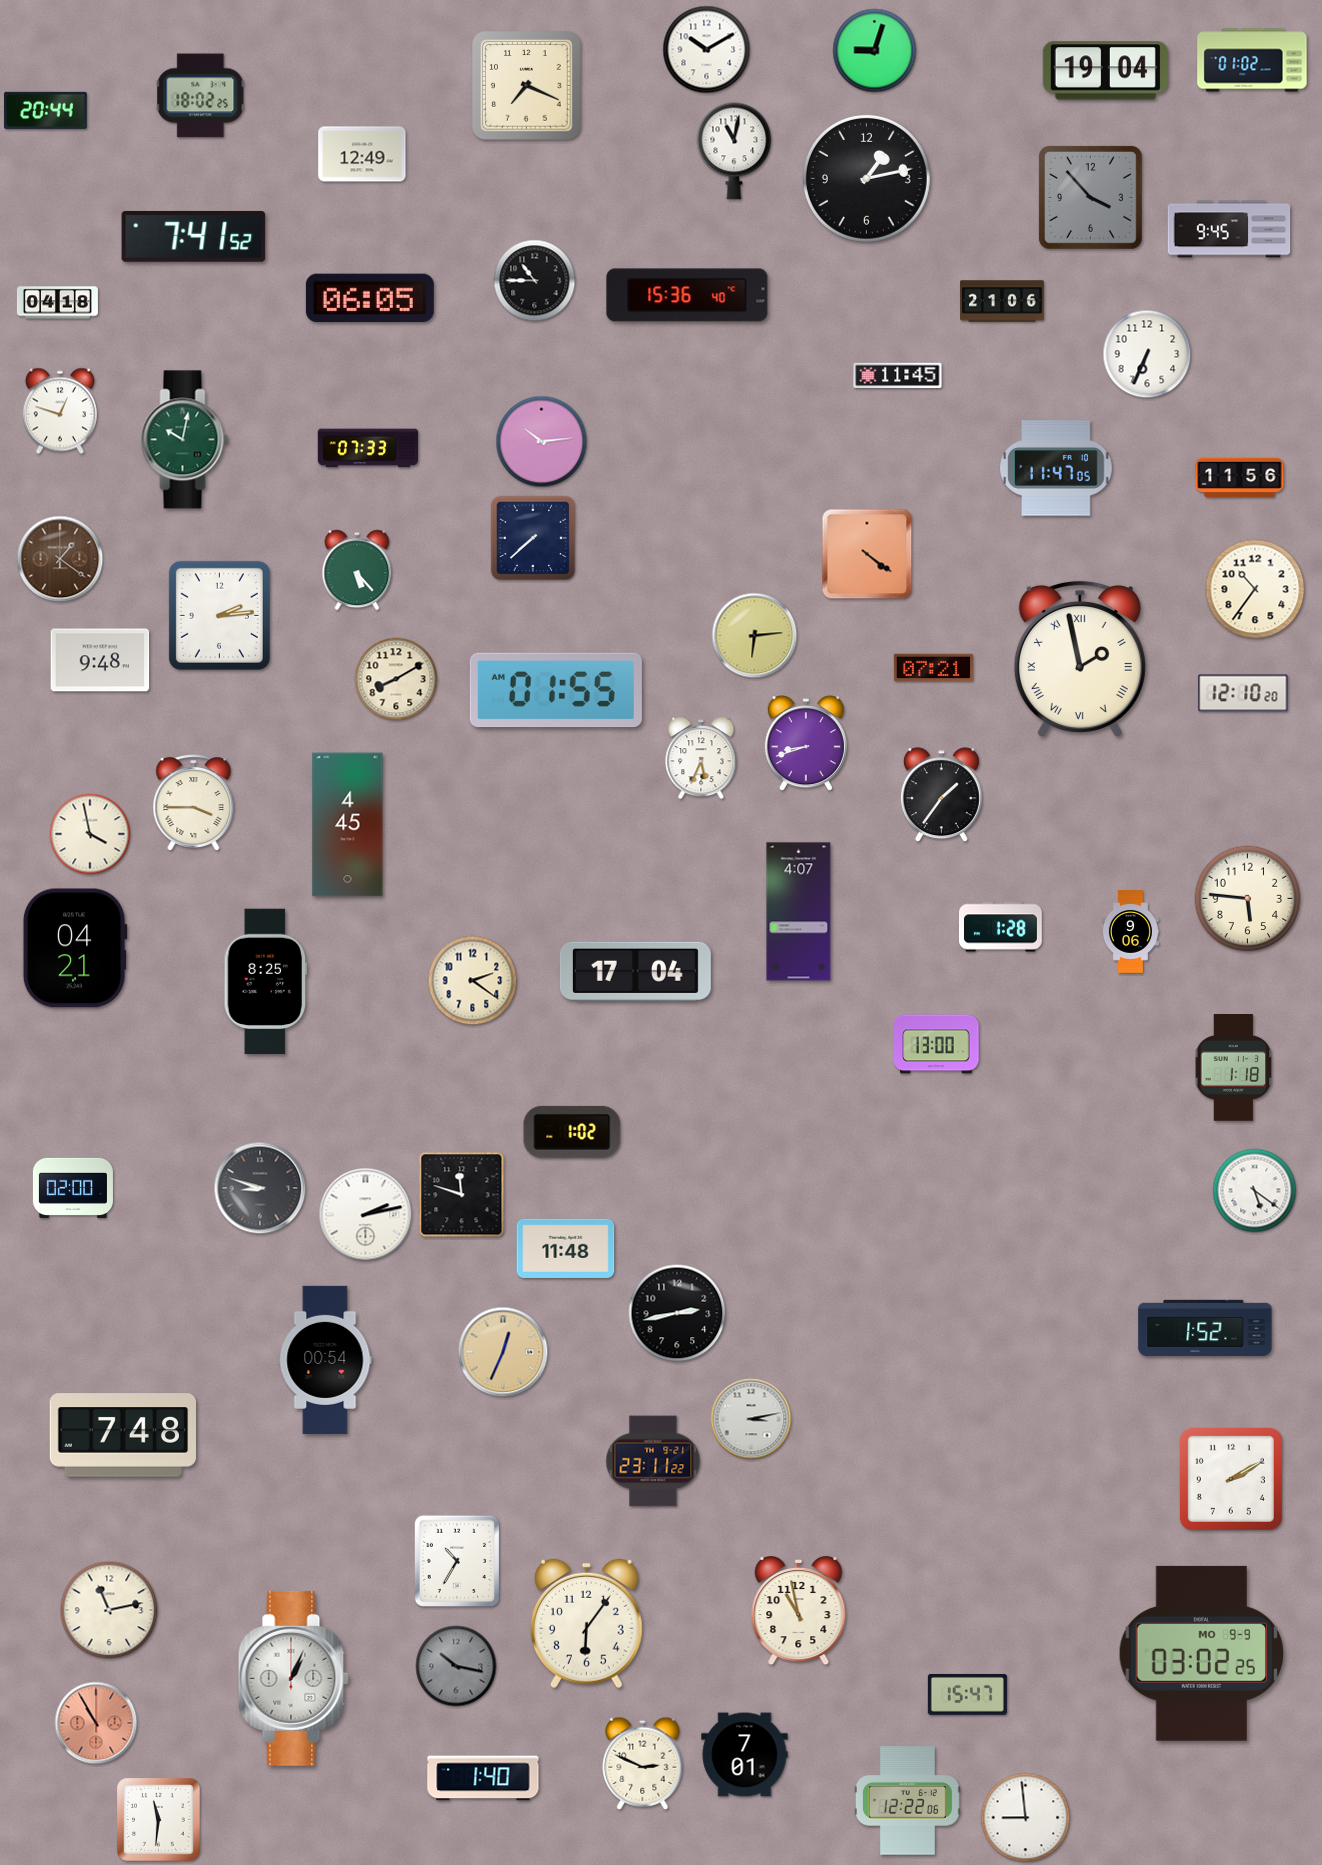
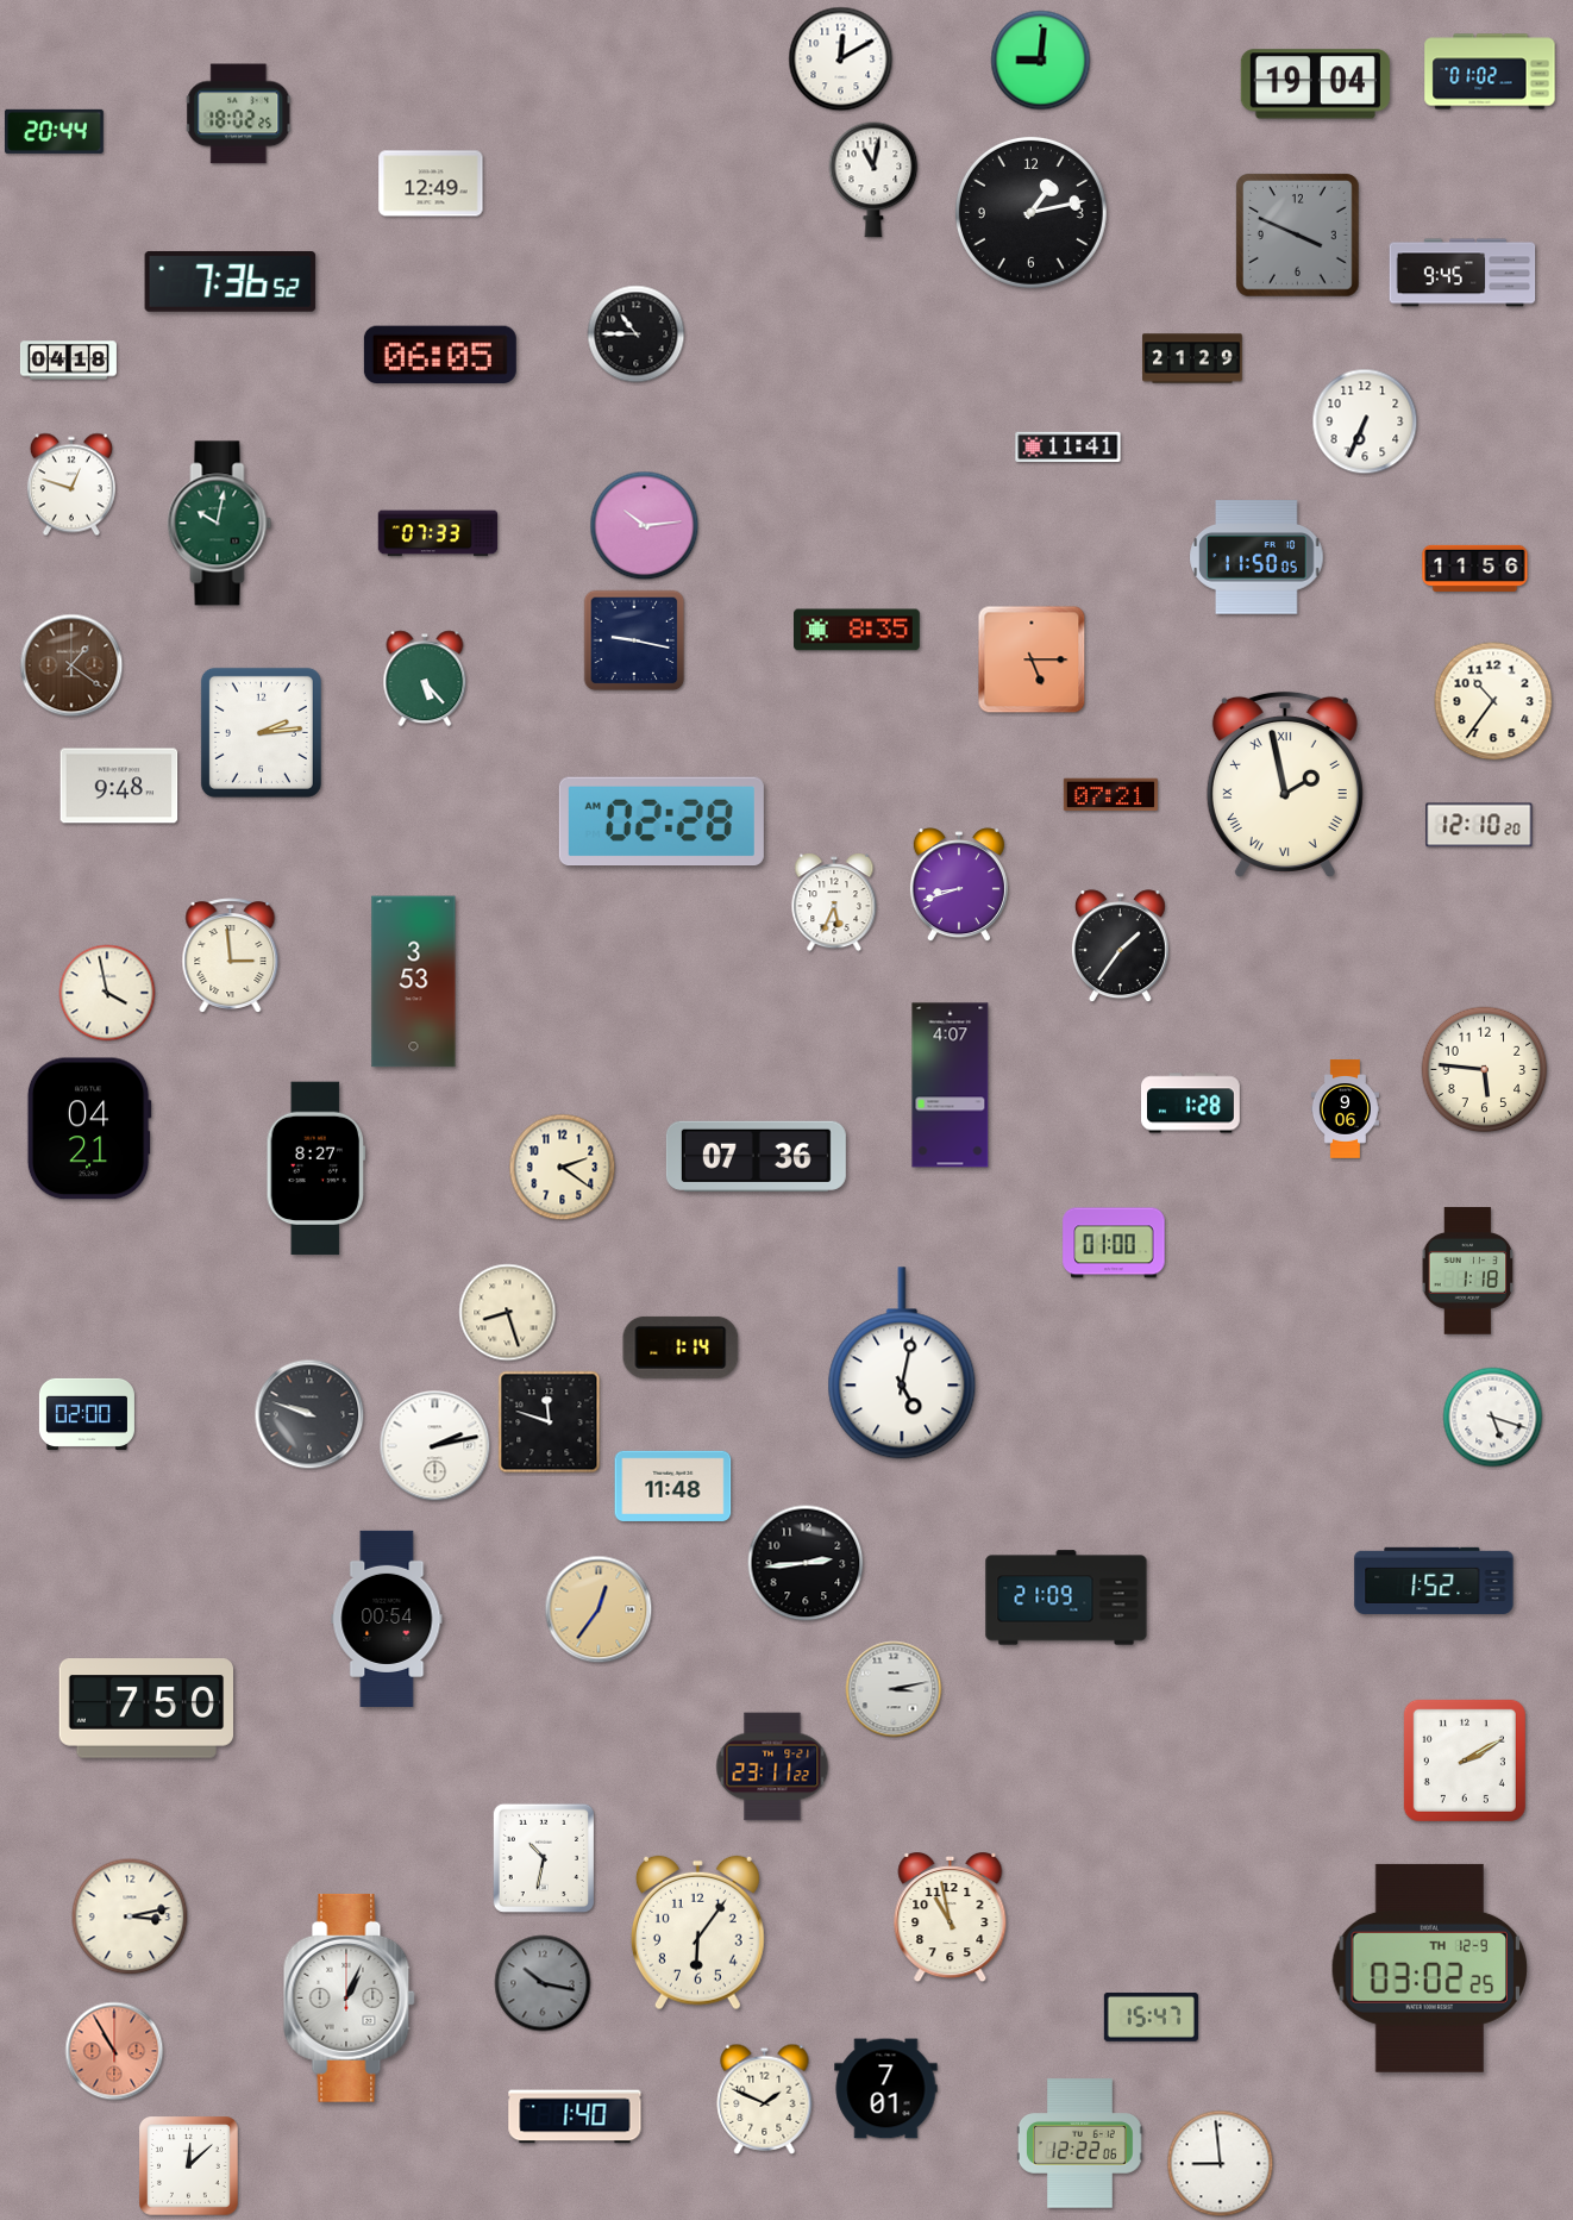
clock at (707, 50): 10:10 -> 12:10
clock at (875, 51): 9:03 -> 9:01
clock at (527, 86): 7:19 -> none
clock at (1091, 198): 3:53 -> 3:49
clock at (194, 236): 7:41 -> 7:36
clock at (687, 295): 15:36 -> none
clock at (1002, 301): 21:06 -> 21:29
clock at (898, 375): 11:45 -> 11:41
clock at (60, 411) position: (60, 411) -> (71, 484)
clock at (1056, 468): 11:47 -> 11:50
clock at (858, 630): none -> 8:35
clock at (533, 538): 7:38 -> 9:17
clock at (867, 554): 4:21 -> 5:15
clock at (755, 636): 6:14 -> none
clock at (396, 679): 8:10 -> none
clock at (556, 690): 01:55 -> 02:28
clock at (194, 803): 3:45 -> 2:59
clock at (348, 825): 4:45 -> 3:53
clock at (635, 971): 17:04 -> 07:36
clock at (266, 982): 8:25 -> 8:27
clock at (936, 1044): 13:00 -> 01:00
clock at (508, 1313): none -> 8:27
clock at (572, 1132): 1:02 -> 1:14
clock at (902, 1363): none -> 5:02
clock at (260, 1188): 8:48 -> 9:48
clock at (1255, 1191): 5:21 -> 5:18
clock at (677, 1313): 2:43 -> 2:44
clock at (1066, 1597): none -> 21:09
clock at (503, 1352): 12:34 -> 12:36
clock at (123, 1435): 7:48 -> 7:50
clock at (653, 1461) position: (653, 1461) -> (772, 1766)
clock at (456, 1560): 10:35 -> 10:32
clock at (109, 1610): 11:13 -> 3:13
clock at (1202, 1653) date: MO 9-9 -> TH 12-9
clock at (643, 1763): 2:49 -> 1:49
clock at (159, 1820): 11:31 -> 12:08
